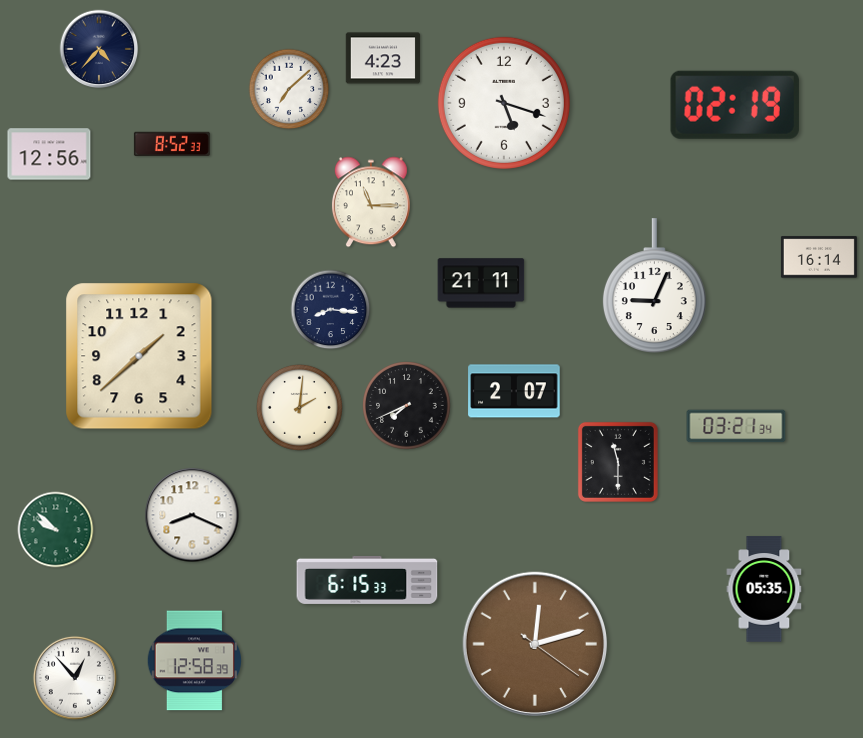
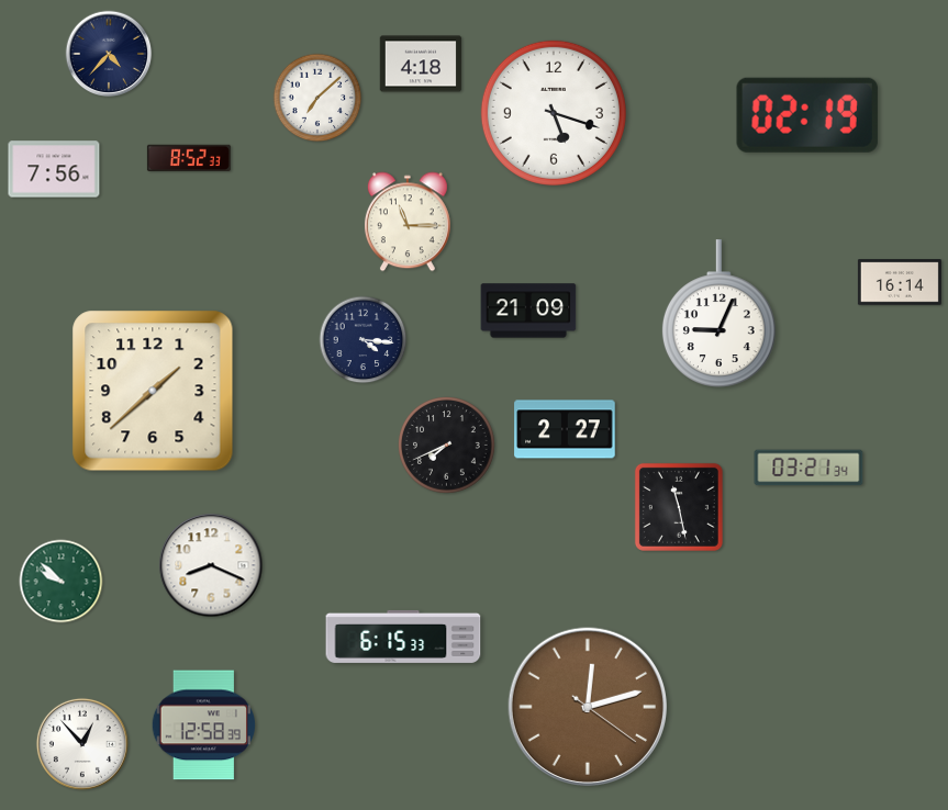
clock at (383, 58): 4:23 -> 4:18
clock at (49, 154): 12:56 -> 7:56
clock at (481, 283): 21:11 -> 21:09
clock at (331, 310): 8:16 -> 4:16
clock at (514, 391): 2:07 -> 2:27
clock at (299, 407): 2:01 -> none
clock at (618, 462): 11:30 -> 11:28
clock at (764, 589): 05:35 -> none
clock at (194, 661) position: (194, 661) -> (203, 725)
